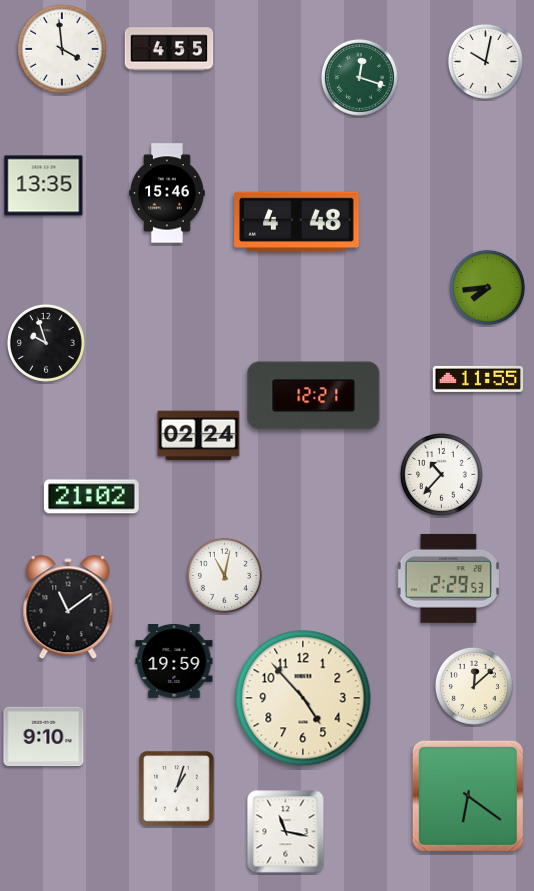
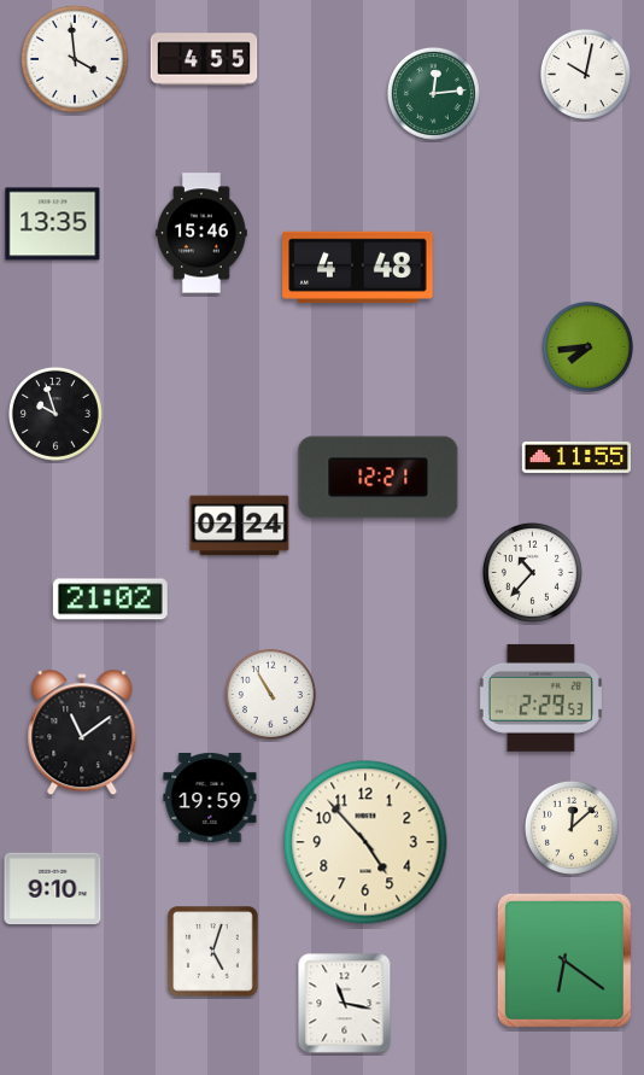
clock at (359, 77): 12:18 -> 12:14
clock at (224, 575): 11:02 -> 10:55
clock at (177, 789): 1:03 -> 5:03
